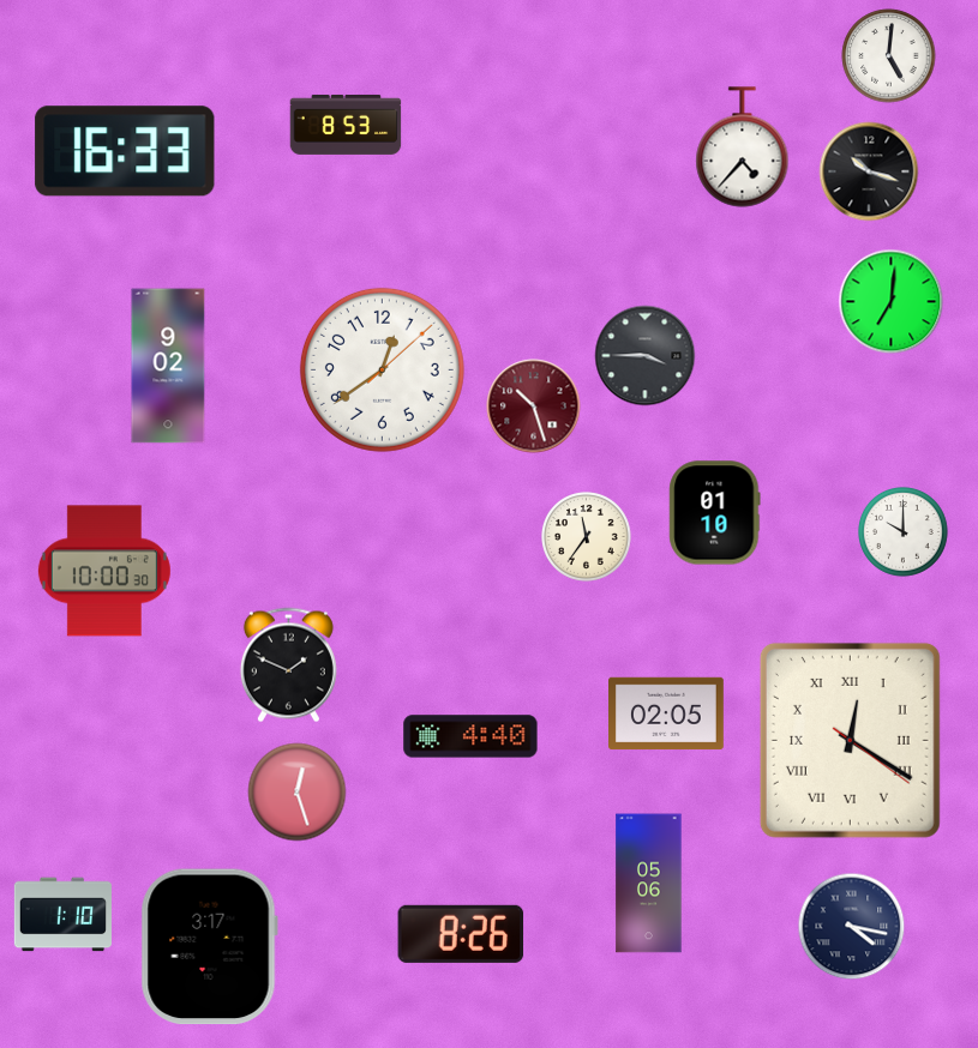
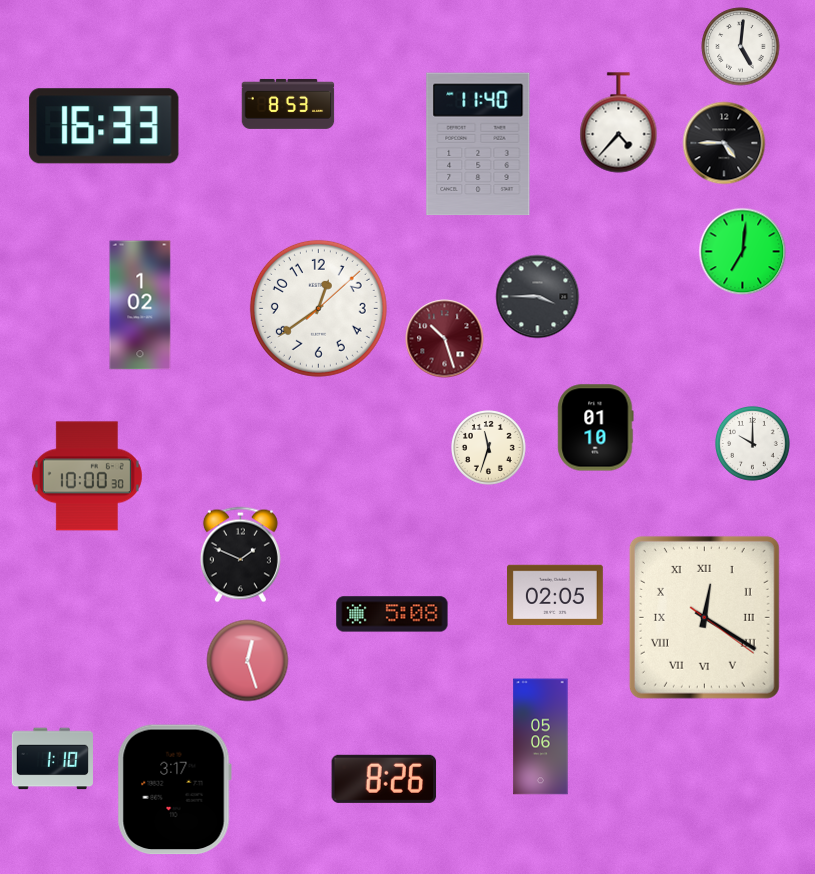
clock at (869, 171): 10:18 -> 4:45
clock at (478, 144): none -> 11:40
clock at (168, 366): 9:02 -> 1:02
clock at (587, 537): 11:36 -> 11:33
clock at (470, 736): 4:40 -> 5:08
clock at (850, 740) position: (850, 740) -> (704, 617)
clock at (62, 915) position: (62, 915) -> (52, 759)
clock at (852, 927): 4:17 -> none
